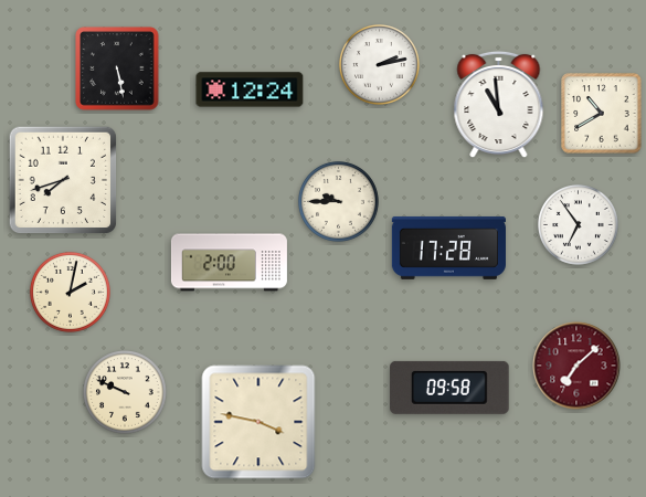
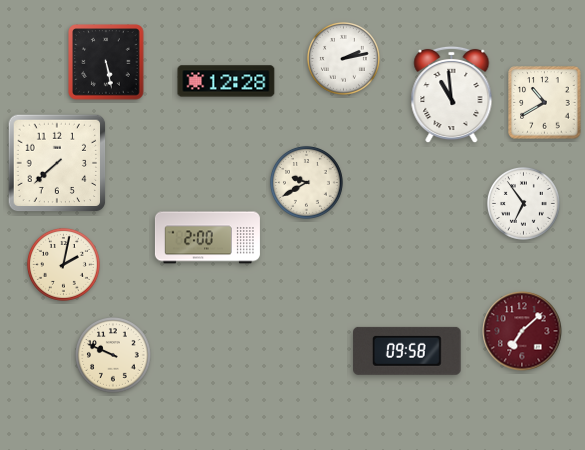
clock at (250, 89): 12:24 -> 12:28
clock at (63, 180): 7:42 -> 7:38
clock at (338, 201): 9:45 -> 9:40
clock at (448, 247): 17:28 -> none
clock at (258, 422): 3:47 -> none
